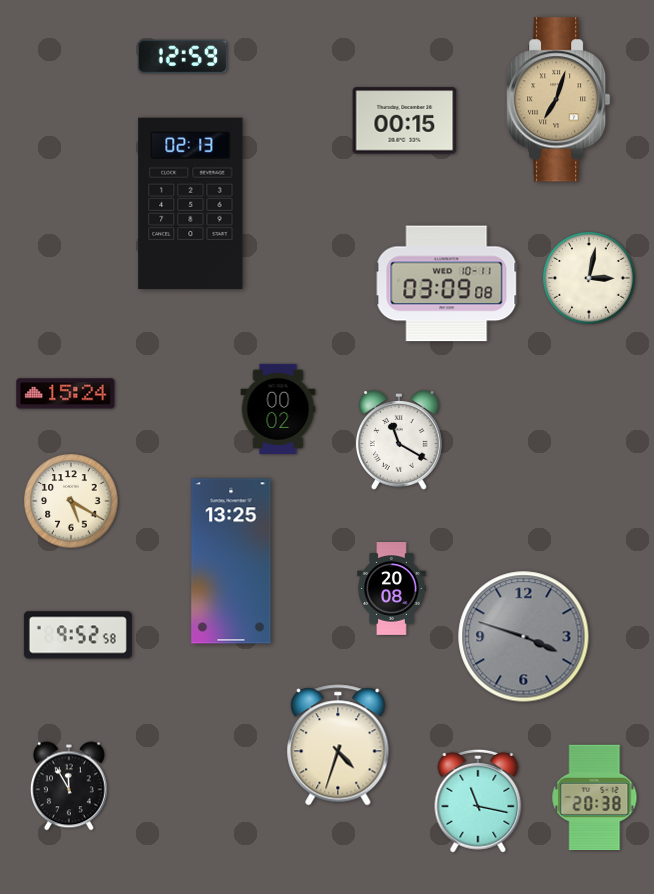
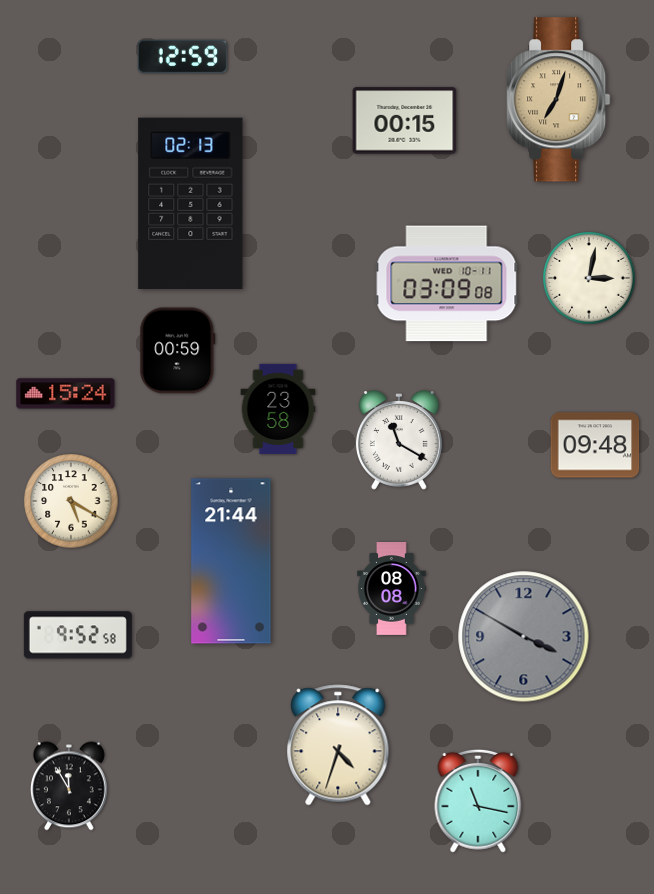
clock at (178, 351): none -> 00:59
clock at (278, 408): 00:02 -> 23:58
clock at (595, 445): none -> 09:48
clock at (231, 561): 13:25 -> 21:44
clock at (392, 589): 20:08 -> 08:08
clock at (524, 637): 3:48 -> 3:50
clock at (595, 798): 20:38 -> none
